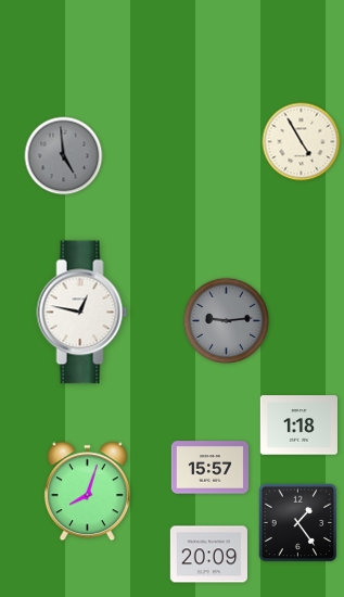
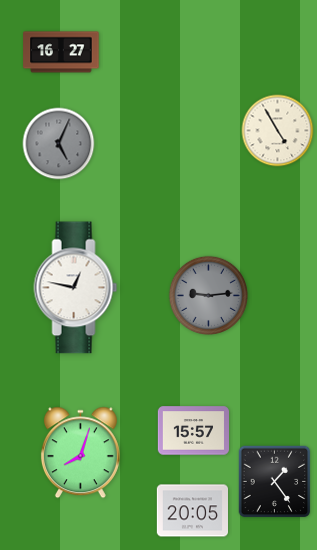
clock at (61, 52): none -> 16:27
clock at (64, 156): 4:59 -> 5:04
clock at (298, 425): 1:18 -> none
clock at (209, 555): 20:09 -> 20:05
